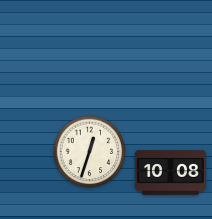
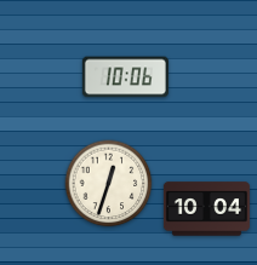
clock at (125, 77): none -> 10:06
clock at (170, 173): 10:08 -> 10:04
